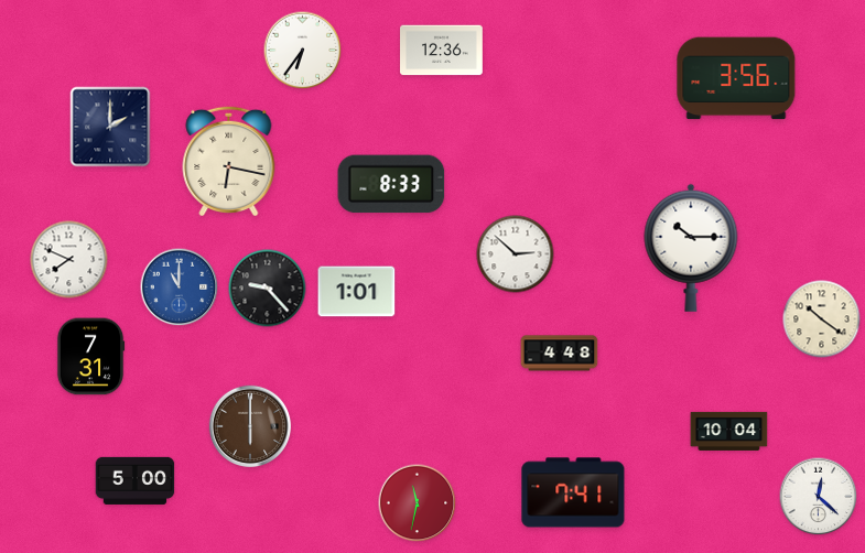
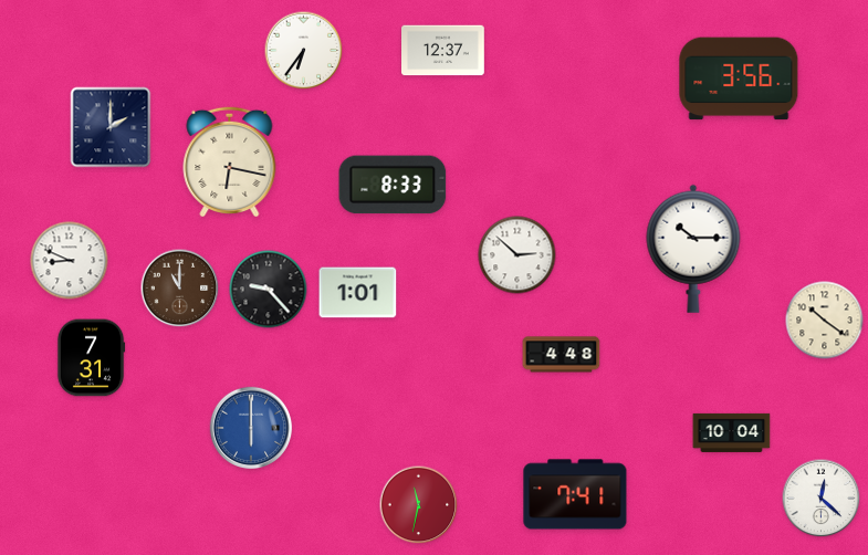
clock at (442, 51): 12:36 -> 12:37
clock at (69, 260): 7:49 -> 8:49
clock at (180, 288) dial: blue -> brown
clock at (250, 426) dial: brown -> blue
clock at (136, 480): 5:00 -> none
